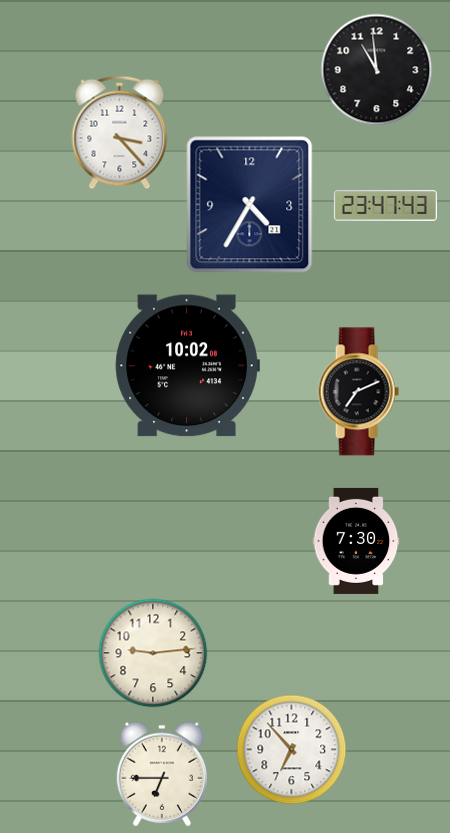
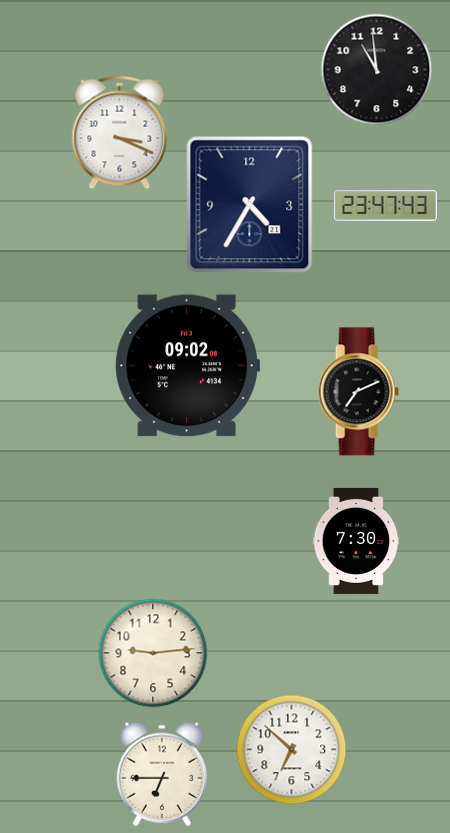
clock at (120, 133): 3:23 -> 3:19
clock at (187, 366): 10:02 -> 09:02
clock at (292, 750): 6:53 -> 6:52
